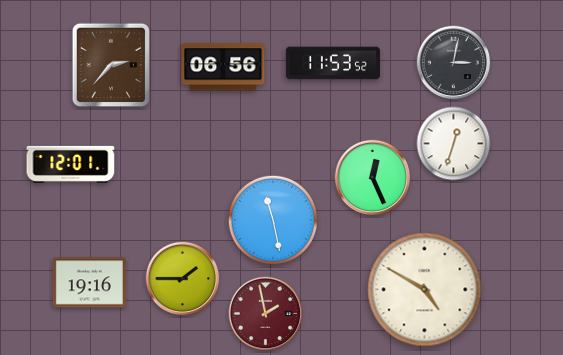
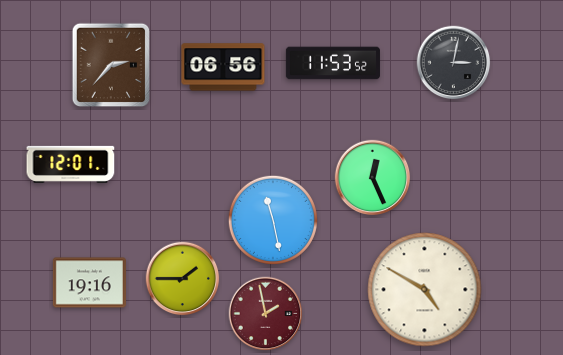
clock at (454, 144): 12:33 -> none
